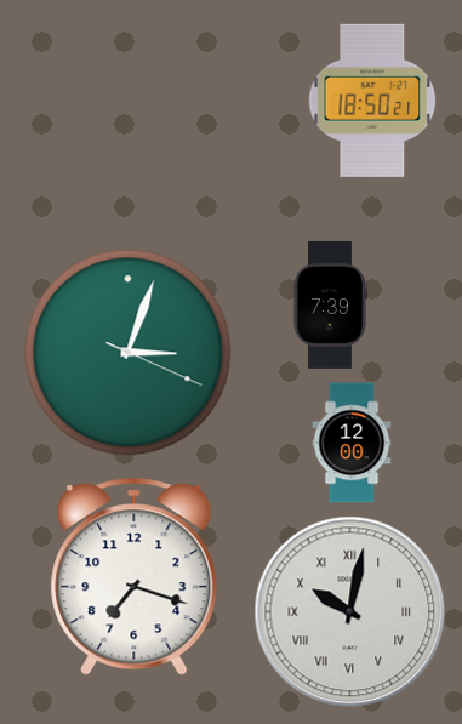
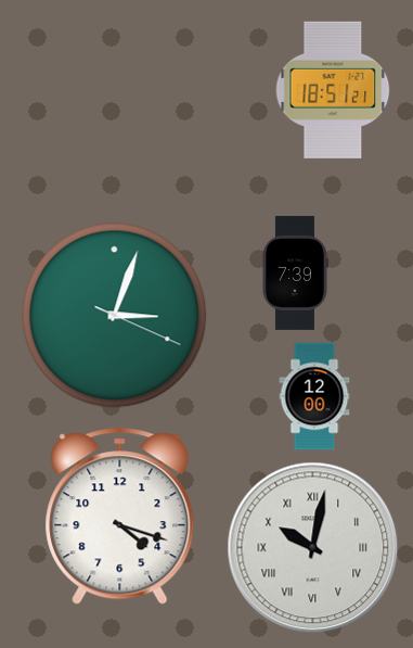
clock at (372, 101): 18:50 -> 18:51
clock at (135, 577): 7:18 -> 4:18
